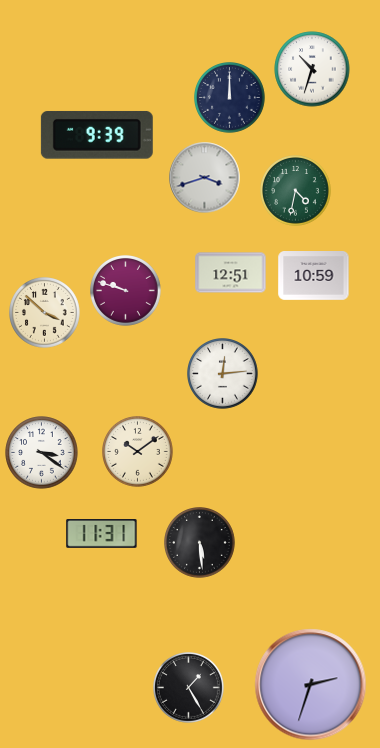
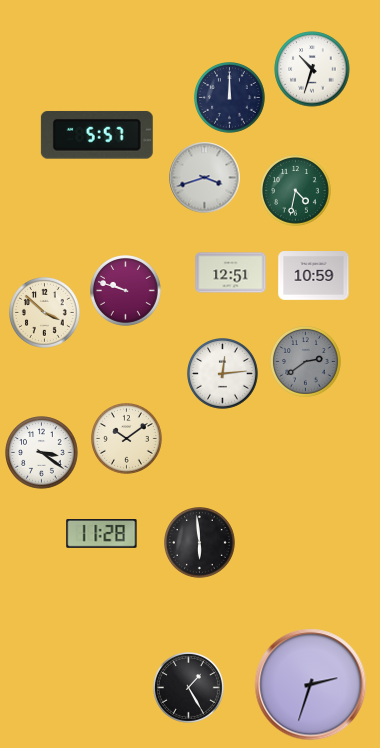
clock at (97, 135): 9:39 -> 5:57
clock at (306, 362): none -> 2:39
clock at (138, 452) position: (138, 452) -> (127, 439)
clock at (102, 534): 11:31 -> 11:28
clock at (200, 543): 5:29 -> 5:59
